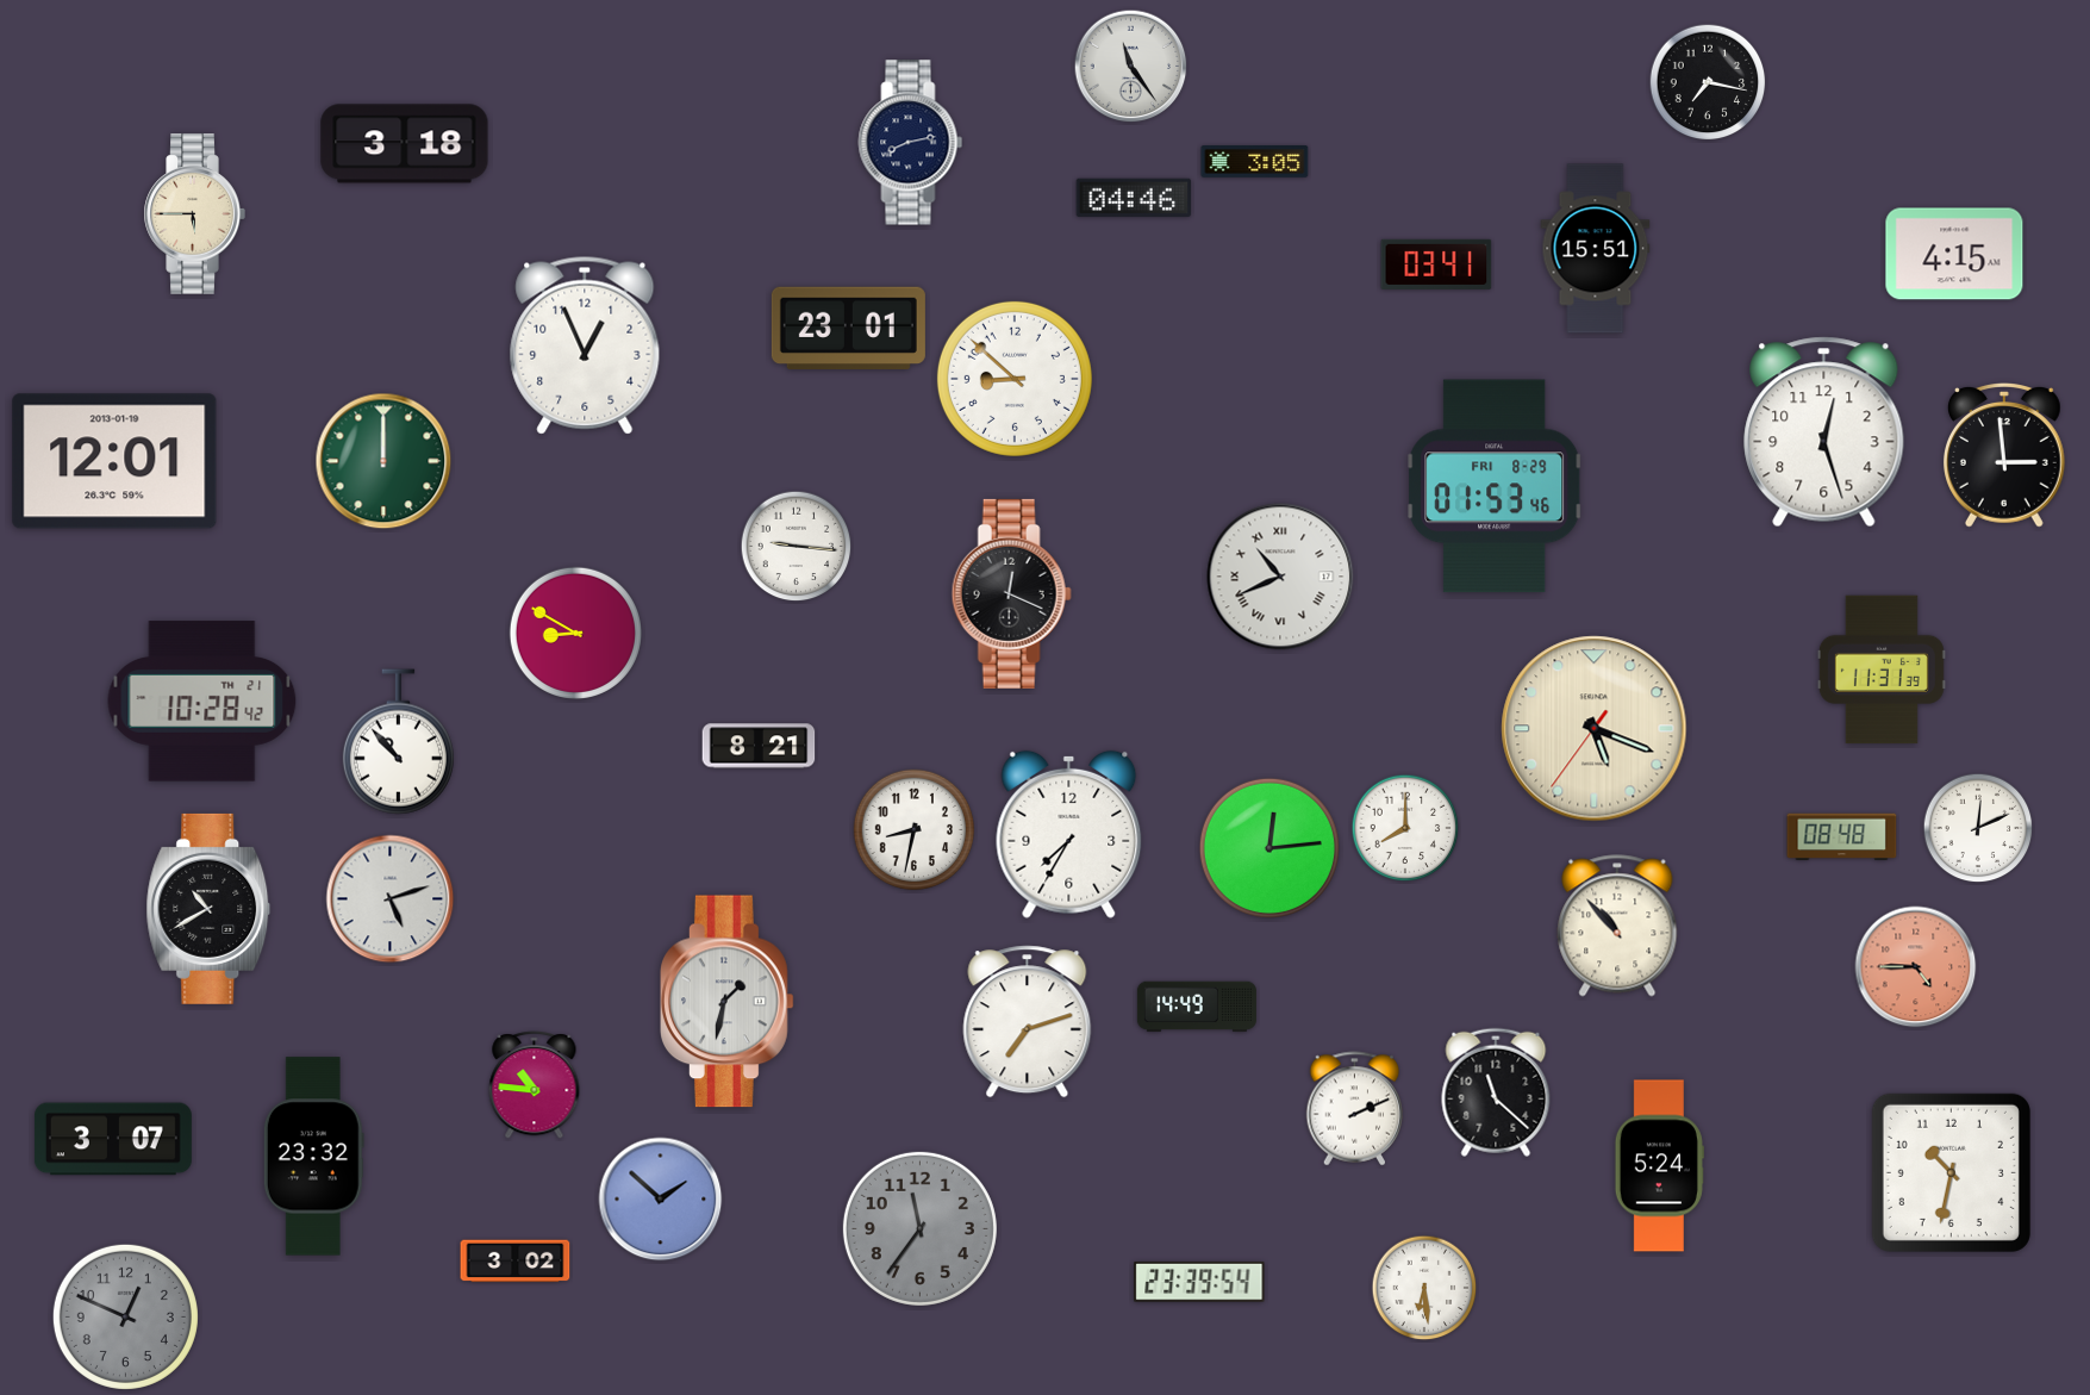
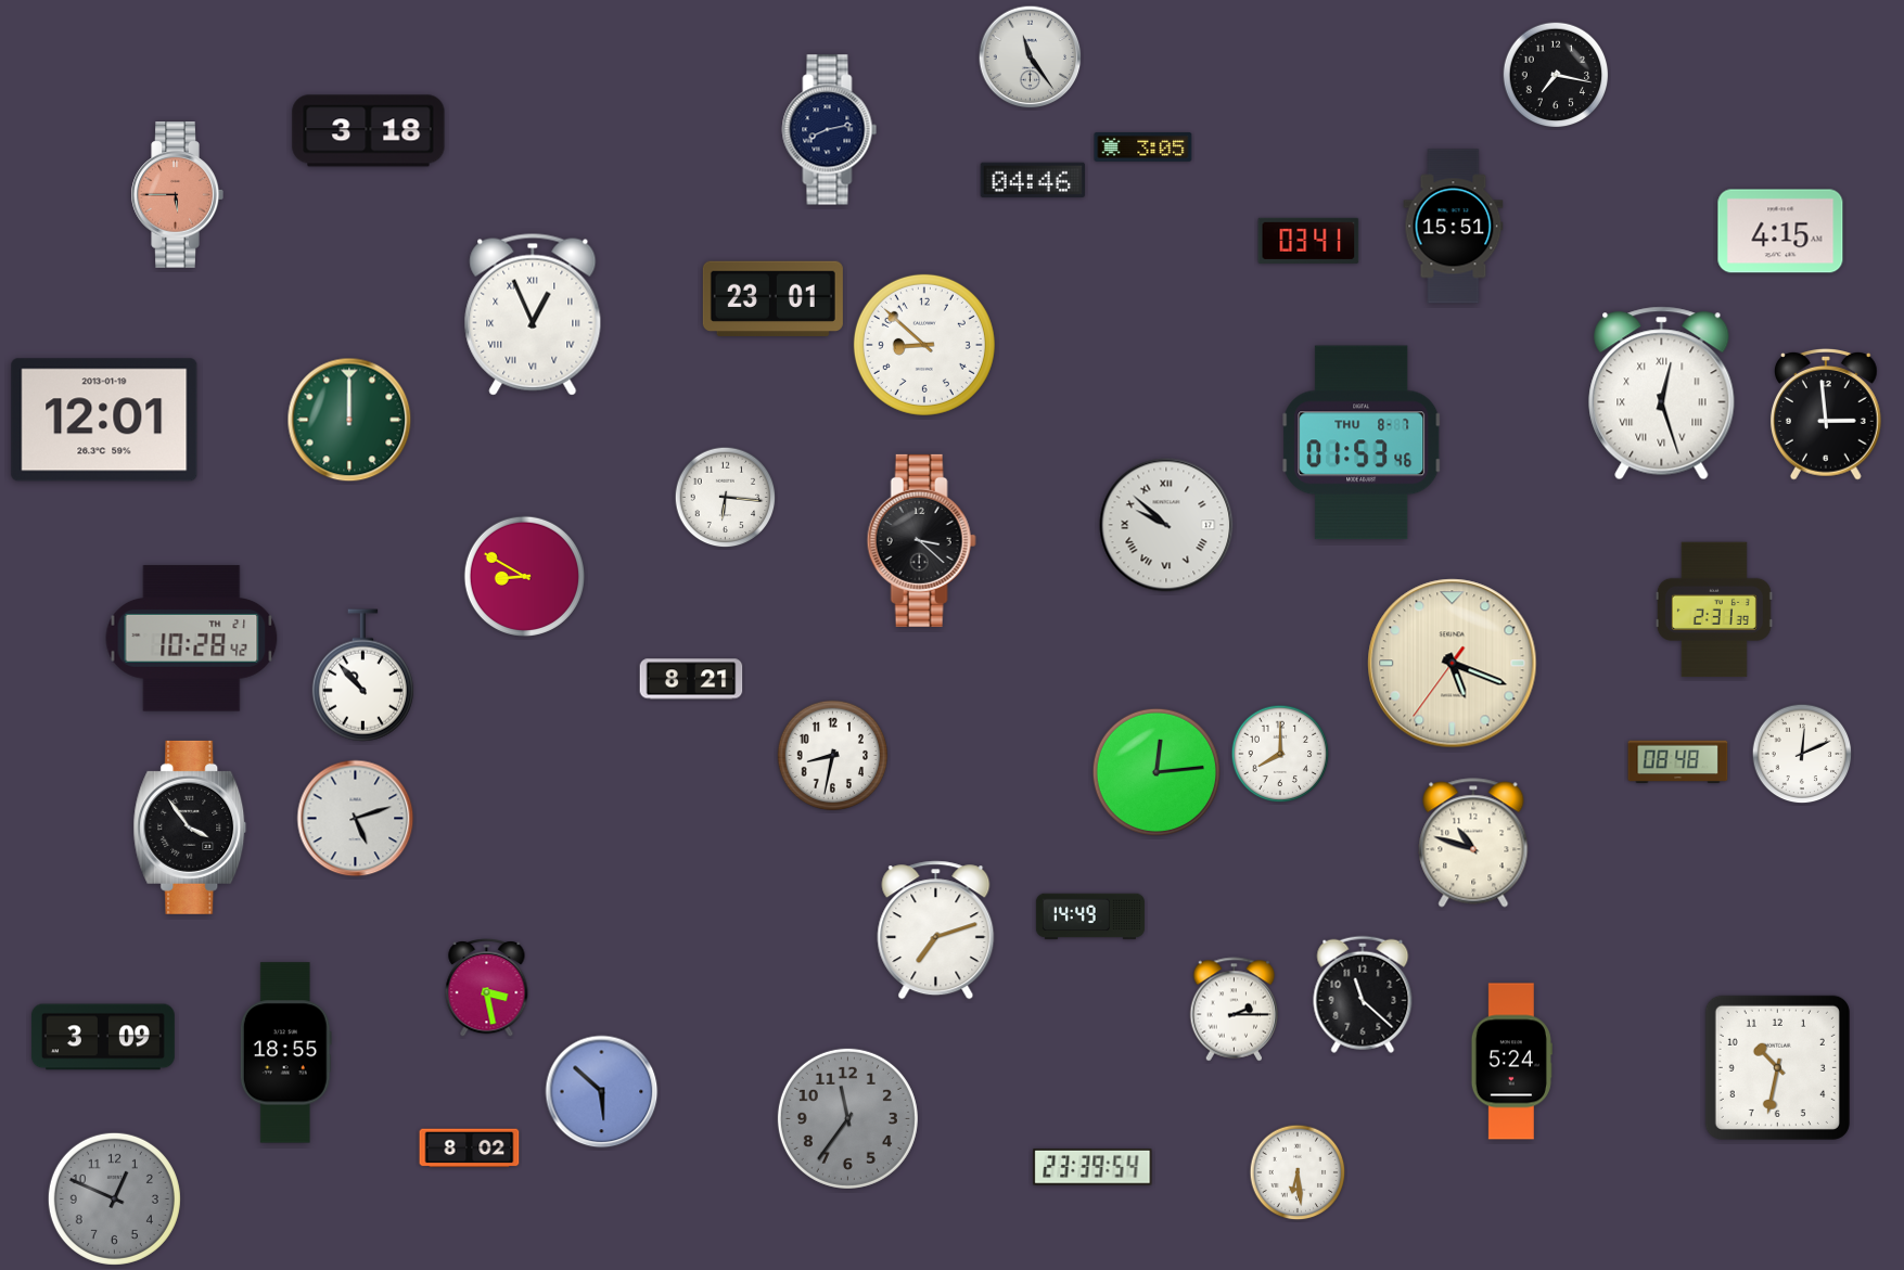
clock at (1131, 67) position: (1131, 67) -> (1031, 57)
clock at (194, 214) dial: cream -> salmon
clock at (585, 345) numerals: Arabic -> Roman
clock at (1824, 432) numerals: Arabic -> Roman
clock at (1495, 486) date: FRI 8-29 -> THU 8-7
clock at (797, 547): 9:16 -> 6:16
clock at (1280, 577): 10:41 -> 9:52
clock at (1011, 593): 12:19 -> 3:22
clock at (1882, 670): 11:31 -> 2:31
clock at (202, 702) position: (202, 702) -> (192, 639)
clock at (1069, 834): 7:35 -> none
clock at (208, 909): 10:40 -> 3:54
clock at (1617, 926): 10:53 -> 10:48
clock at (1916, 967): 4:45 -> none
clock at (728, 1002): 1:32 -> none
clock at (535, 1085): 10:46 -> 3:28
clock at (1355, 1109): 2:11 -> 2:15
clock at (113, 1139): 3:07 -> 3:09
clock at (313, 1157): 23:32 -> 18:55
clock at (661, 1200): 1:52 -> 5:52
clock at (919, 1228) position: (919, 1228) -> (847, 1118)
clock at (516, 1262): 3:02 -> 8:02
